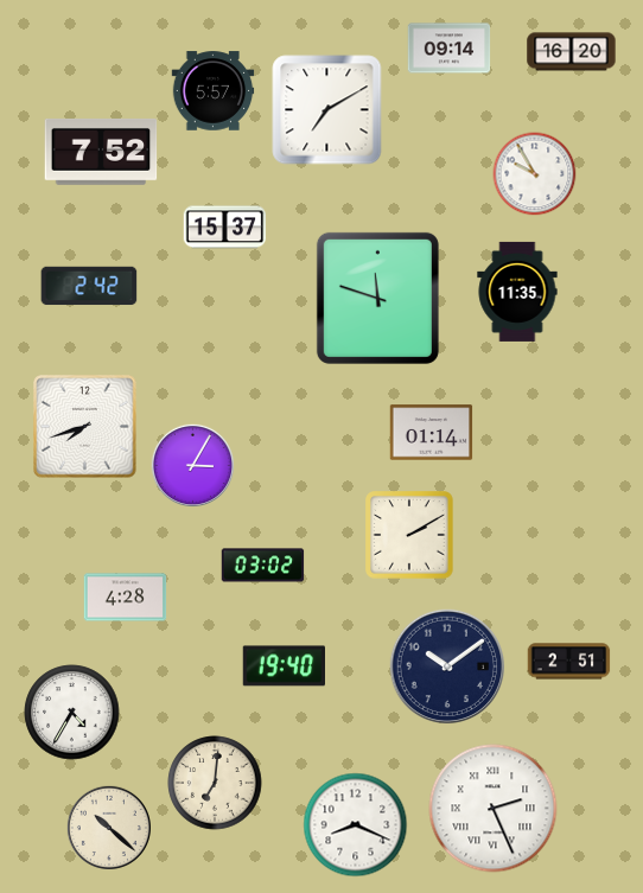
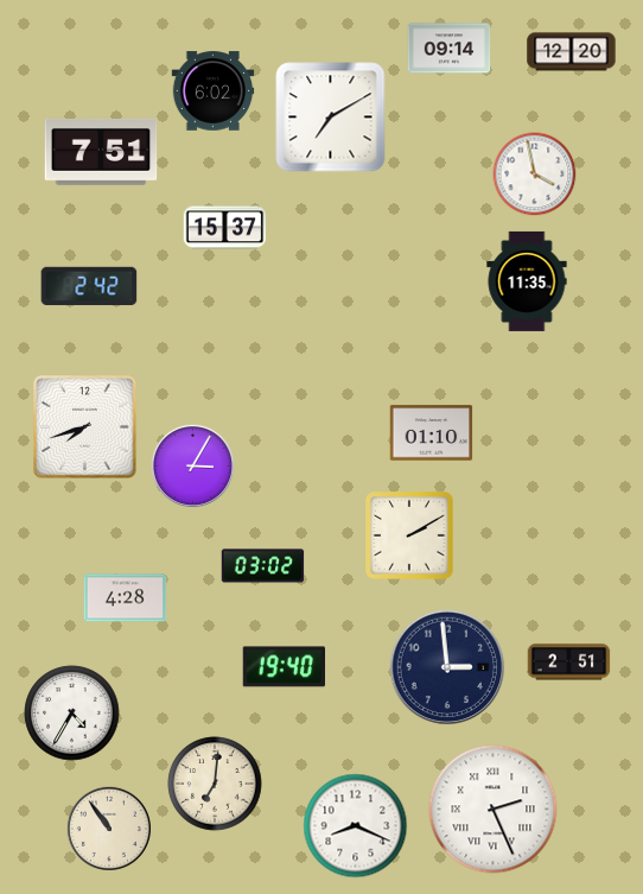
clock at (572, 52): 16:20 -> 12:20
clock at (214, 91): 5:57 -> 6:02
clock at (327, 110) position: (327, 110) -> (331, 118)
clock at (101, 152): 7:52 -> 7:51
clock at (535, 174): 9:55 -> 3:58
clock at (517, 292) position: (517, 292) -> (527, 281)
clock at (377, 298): 11:48 -> none
clock at (432, 433): 01:14 -> 01:10
clock at (447, 666): 10:09 -> 2:59
clock at (109, 828): 10:22 -> 10:54
